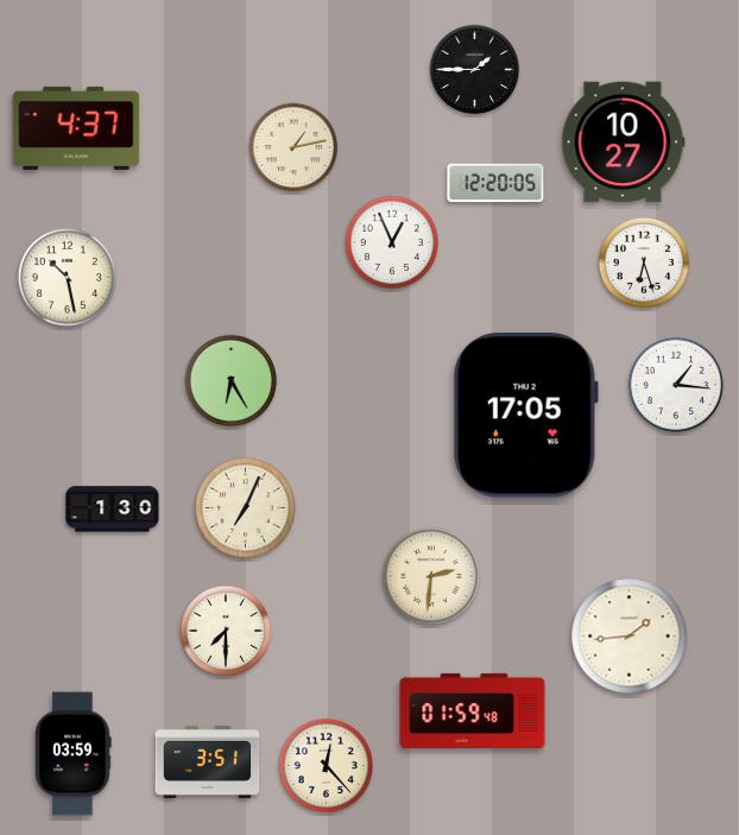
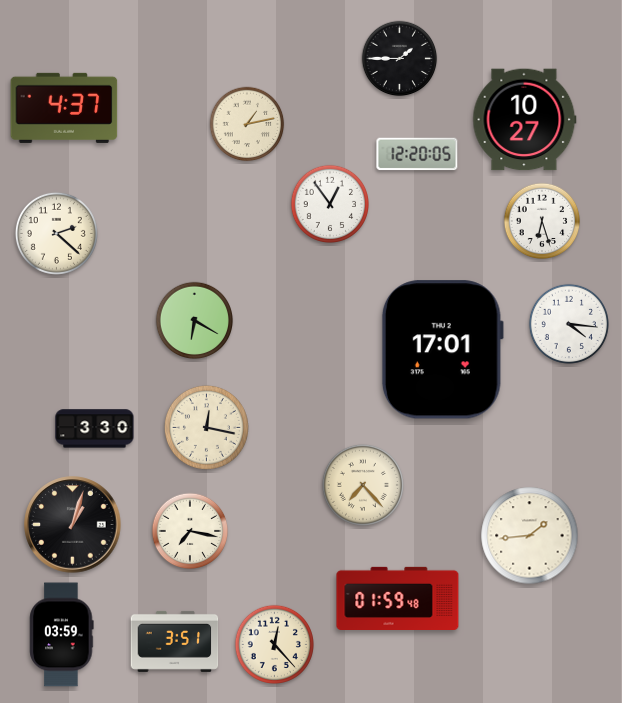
clock at (391, 241): 12:56 -> 12:54
clock at (67, 277): 10:28 -> 2:22
clock at (232, 381): 6:25 -> 6:20
clock at (676, 385): 1:16 -> 4:16
clock at (525, 416): 17:05 -> 17:01
clock at (245, 507): 7:04 -> 12:17
clock at (113, 510): 1:30 -> 3:30
clock at (431, 576): 2:31 -> 7:23
clock at (73, 525): none -> 1:03
clock at (226, 631): 7:30 -> 7:17
